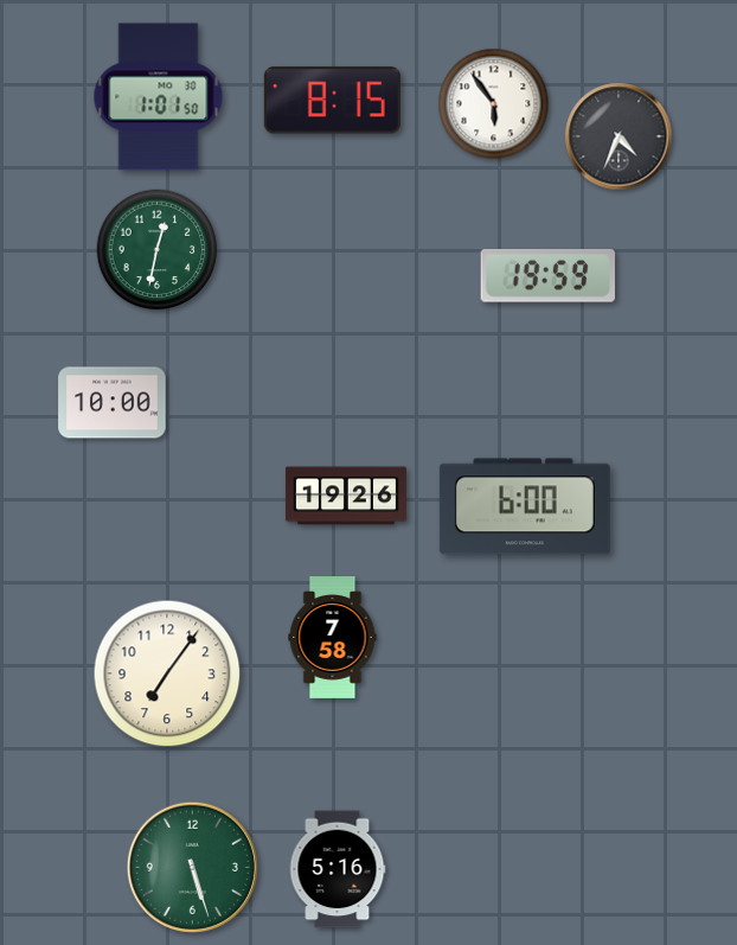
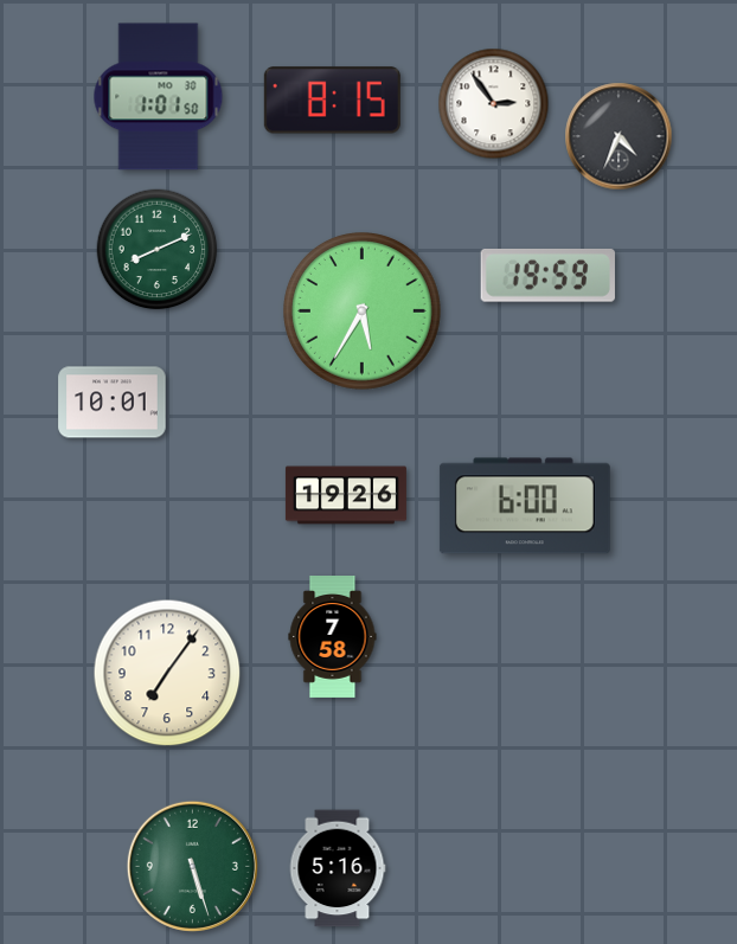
clock at (494, 104): 5:54 -> 2:54
clock at (158, 250): 12:32 -> 8:11
clock at (363, 312): none -> 5:35
clock at (113, 403): 10:00 -> 10:01
